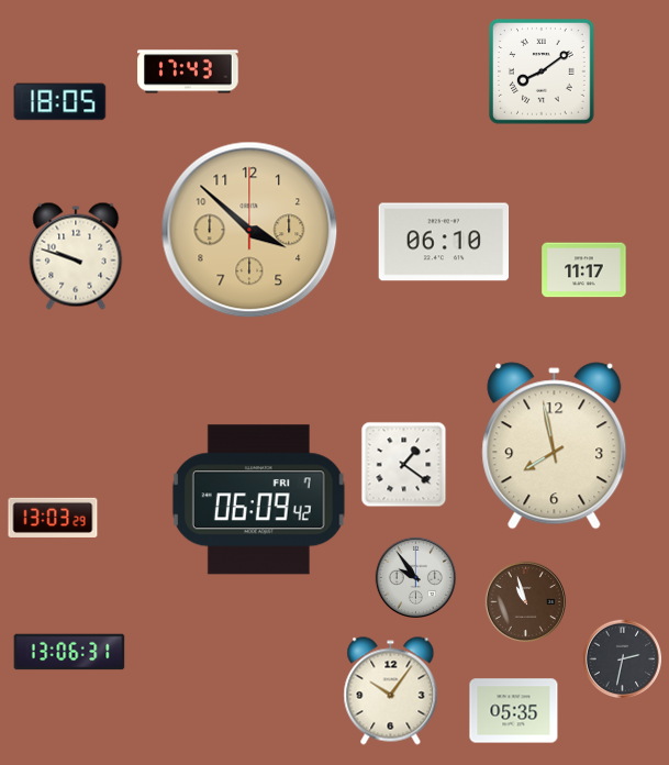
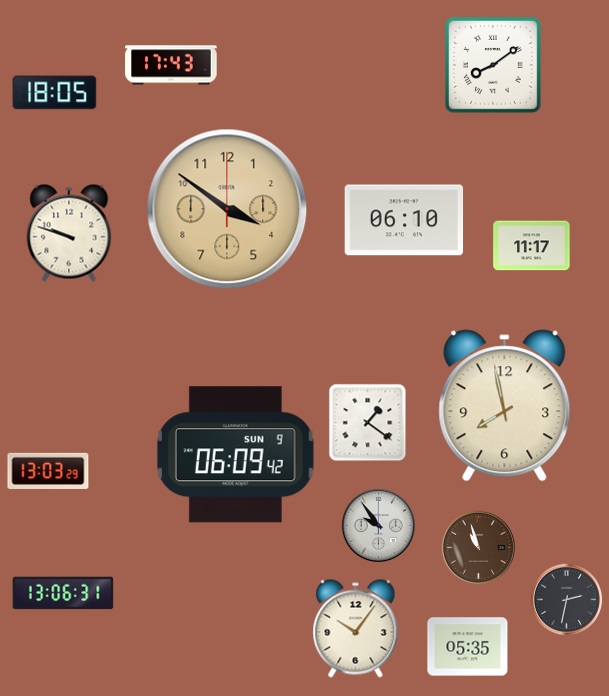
clock at (249, 230): 3:52 -> 3:51
clock at (258, 500) date: FRI 7 -> SUN 9
